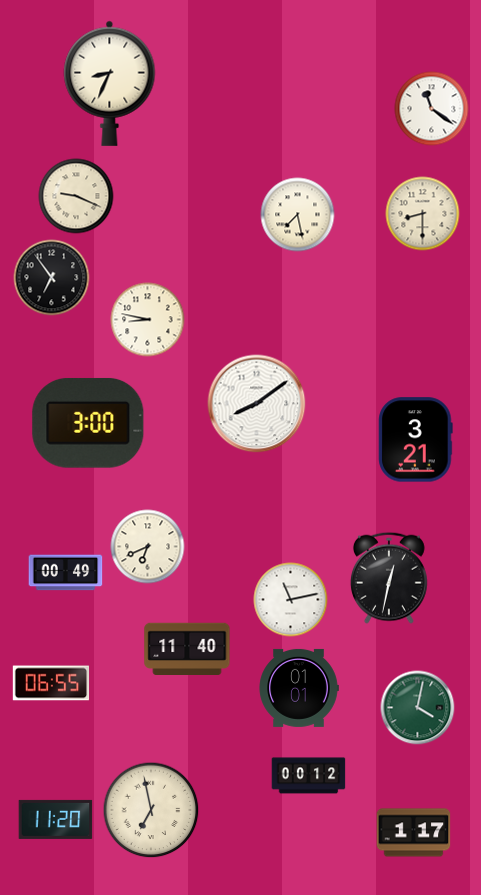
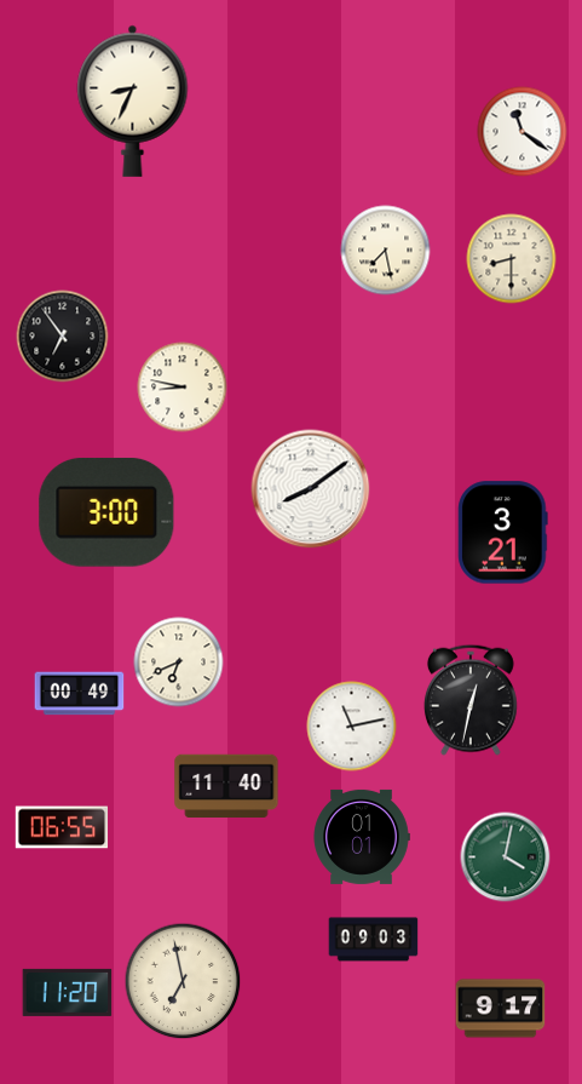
clock at (76, 196): 9:19 -> none
clock at (298, 215) position: (298, 215) -> (386, 251)
clock at (148, 320) position: (148, 320) -> (183, 388)
clock at (299, 688) position: (299, 688) -> (362, 837)
clock at (309, 776): 00:12 -> 09:03
clock at (414, 833): 1:17 -> 9:17
